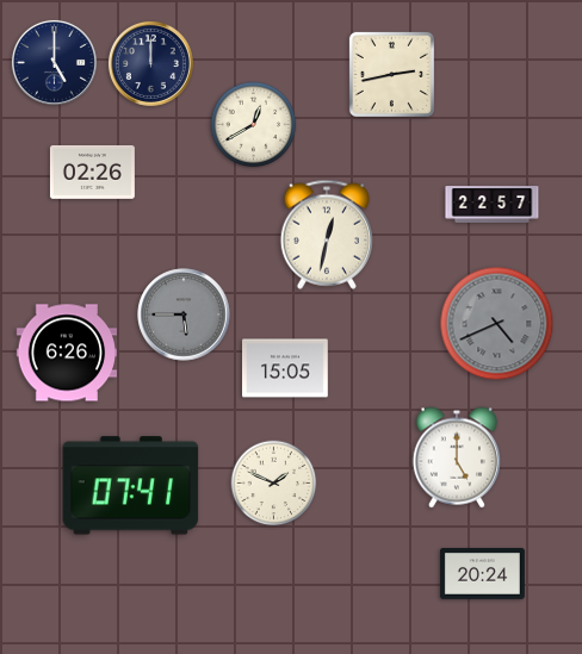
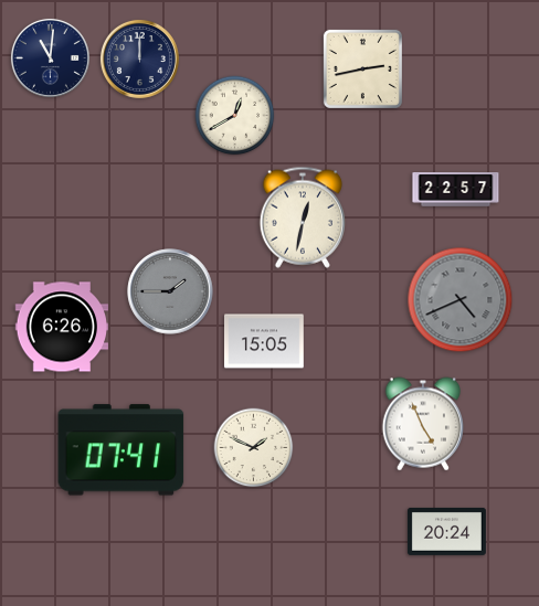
clock at (54, 62): 5:00 -> 11:01
clock at (92, 172): 02:26 -> none
clock at (184, 314): 5:45 -> 1:45
clock at (456, 457): 5:00 -> 4:56
